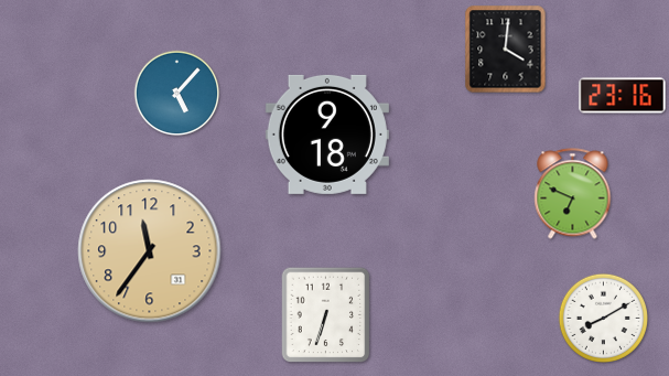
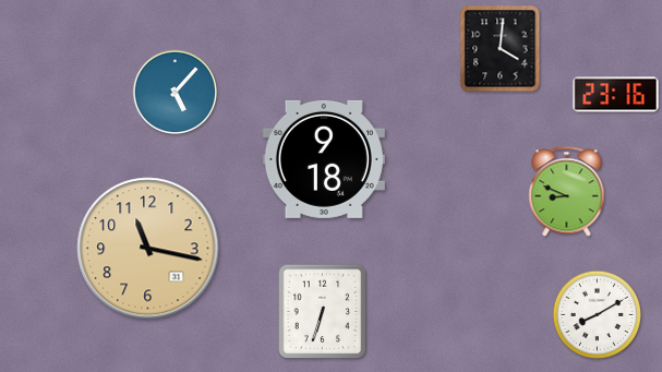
clock at (327, 135) position: (327, 135) -> (324, 159)
clock at (573, 194): 6:49 -> 8:49
clock at (150, 251): 11:36 -> 11:17
